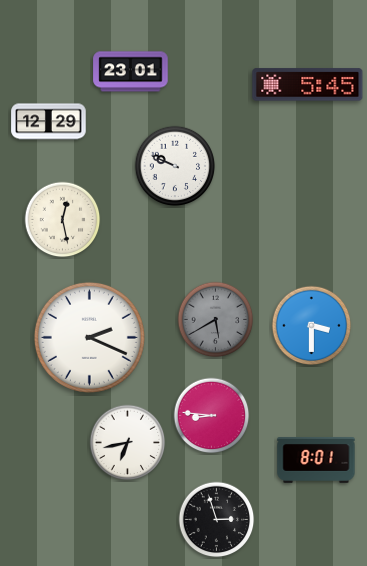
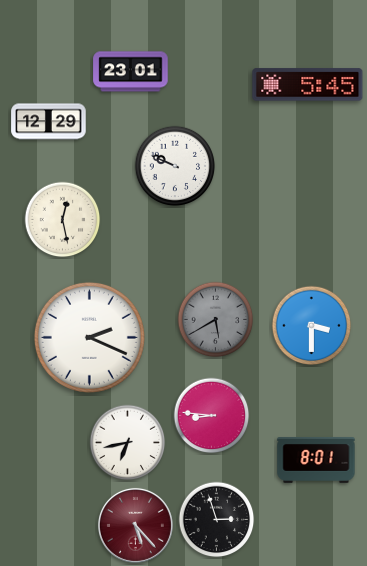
clock at (135, 525): none -> 5:23
